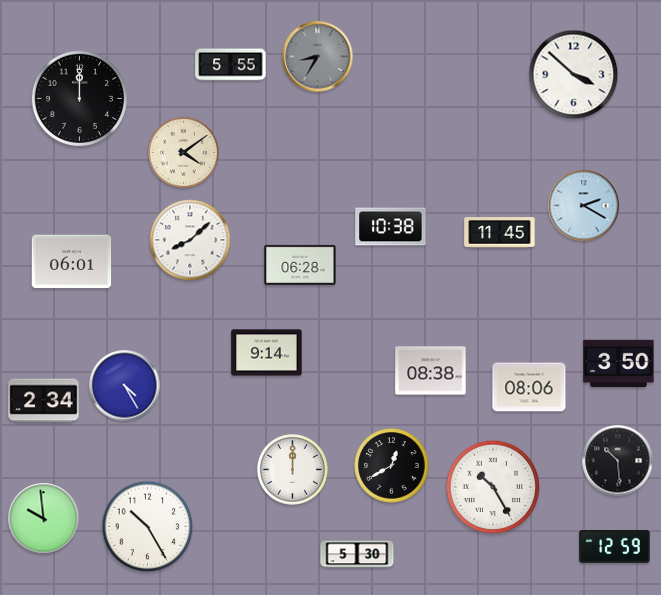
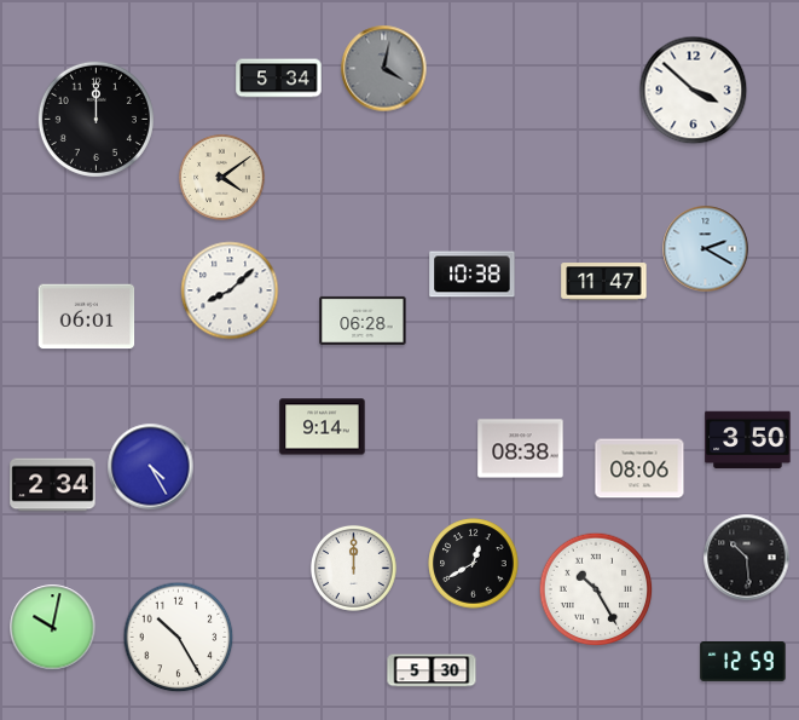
clock at (318, 57): 8:35 -> 4:02
clock at (231, 65): 5:55 -> 5:34
clock at (183, 152) position: (183, 152) -> (221, 177)
clock at (500, 233): 11:45 -> 11:47
clock at (44, 519): 9:59 -> 10:02
